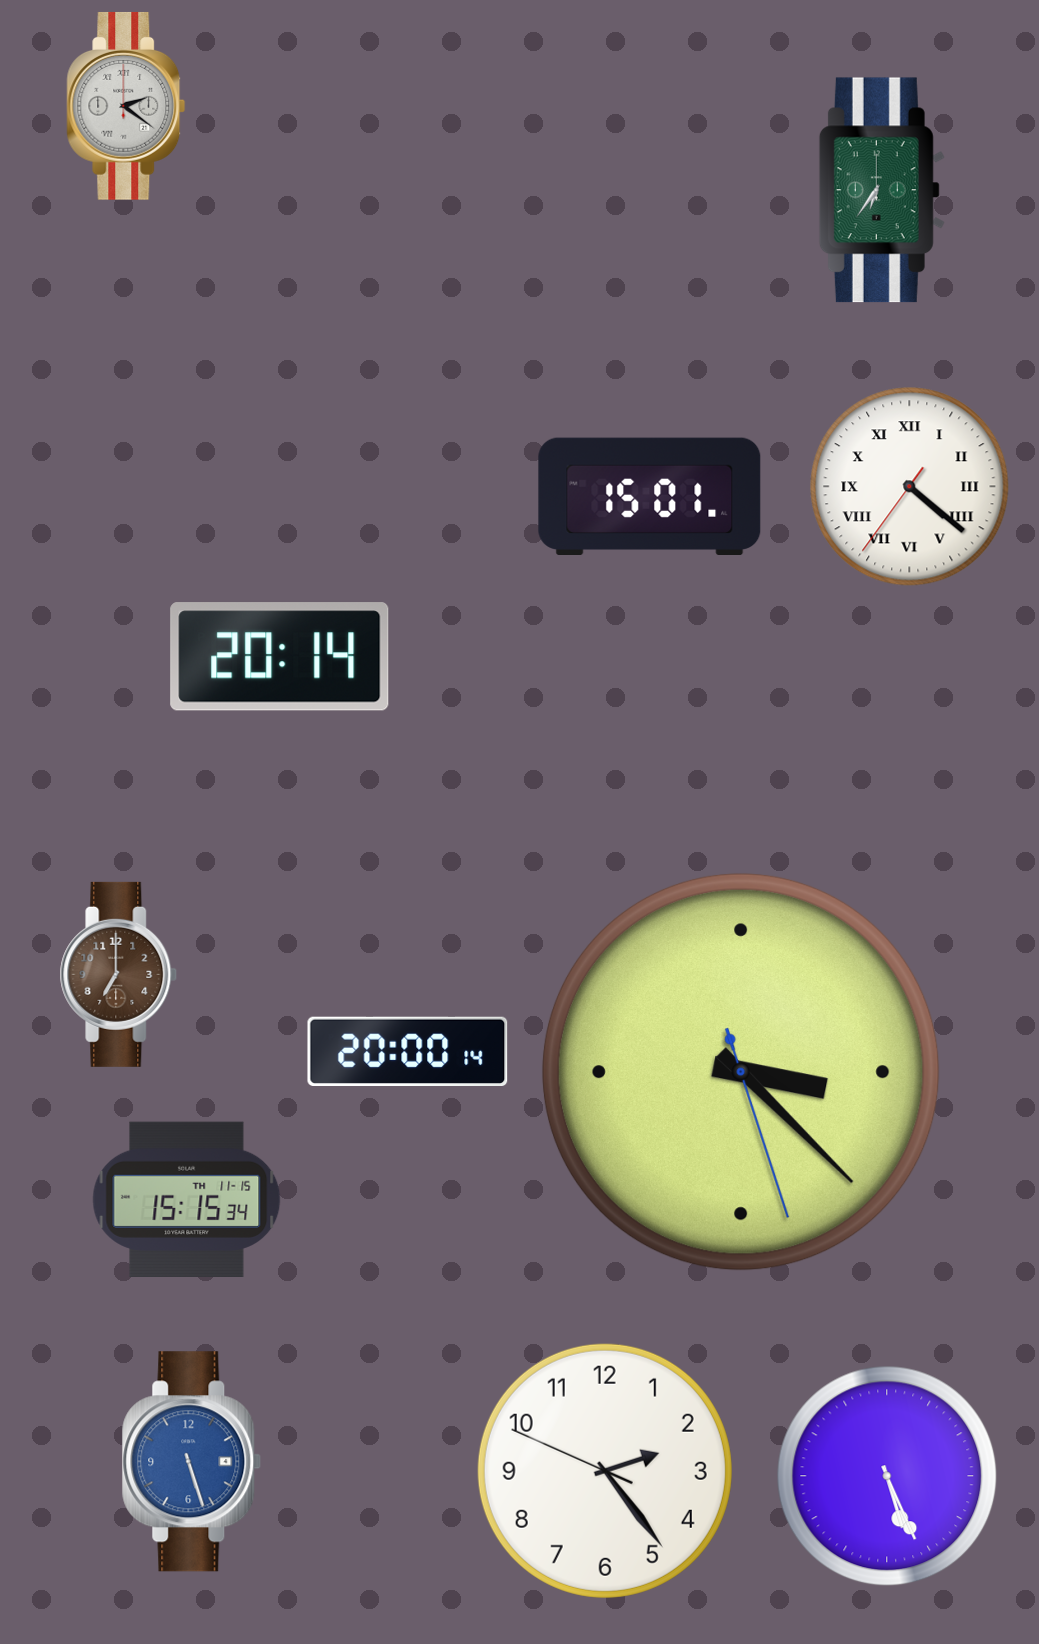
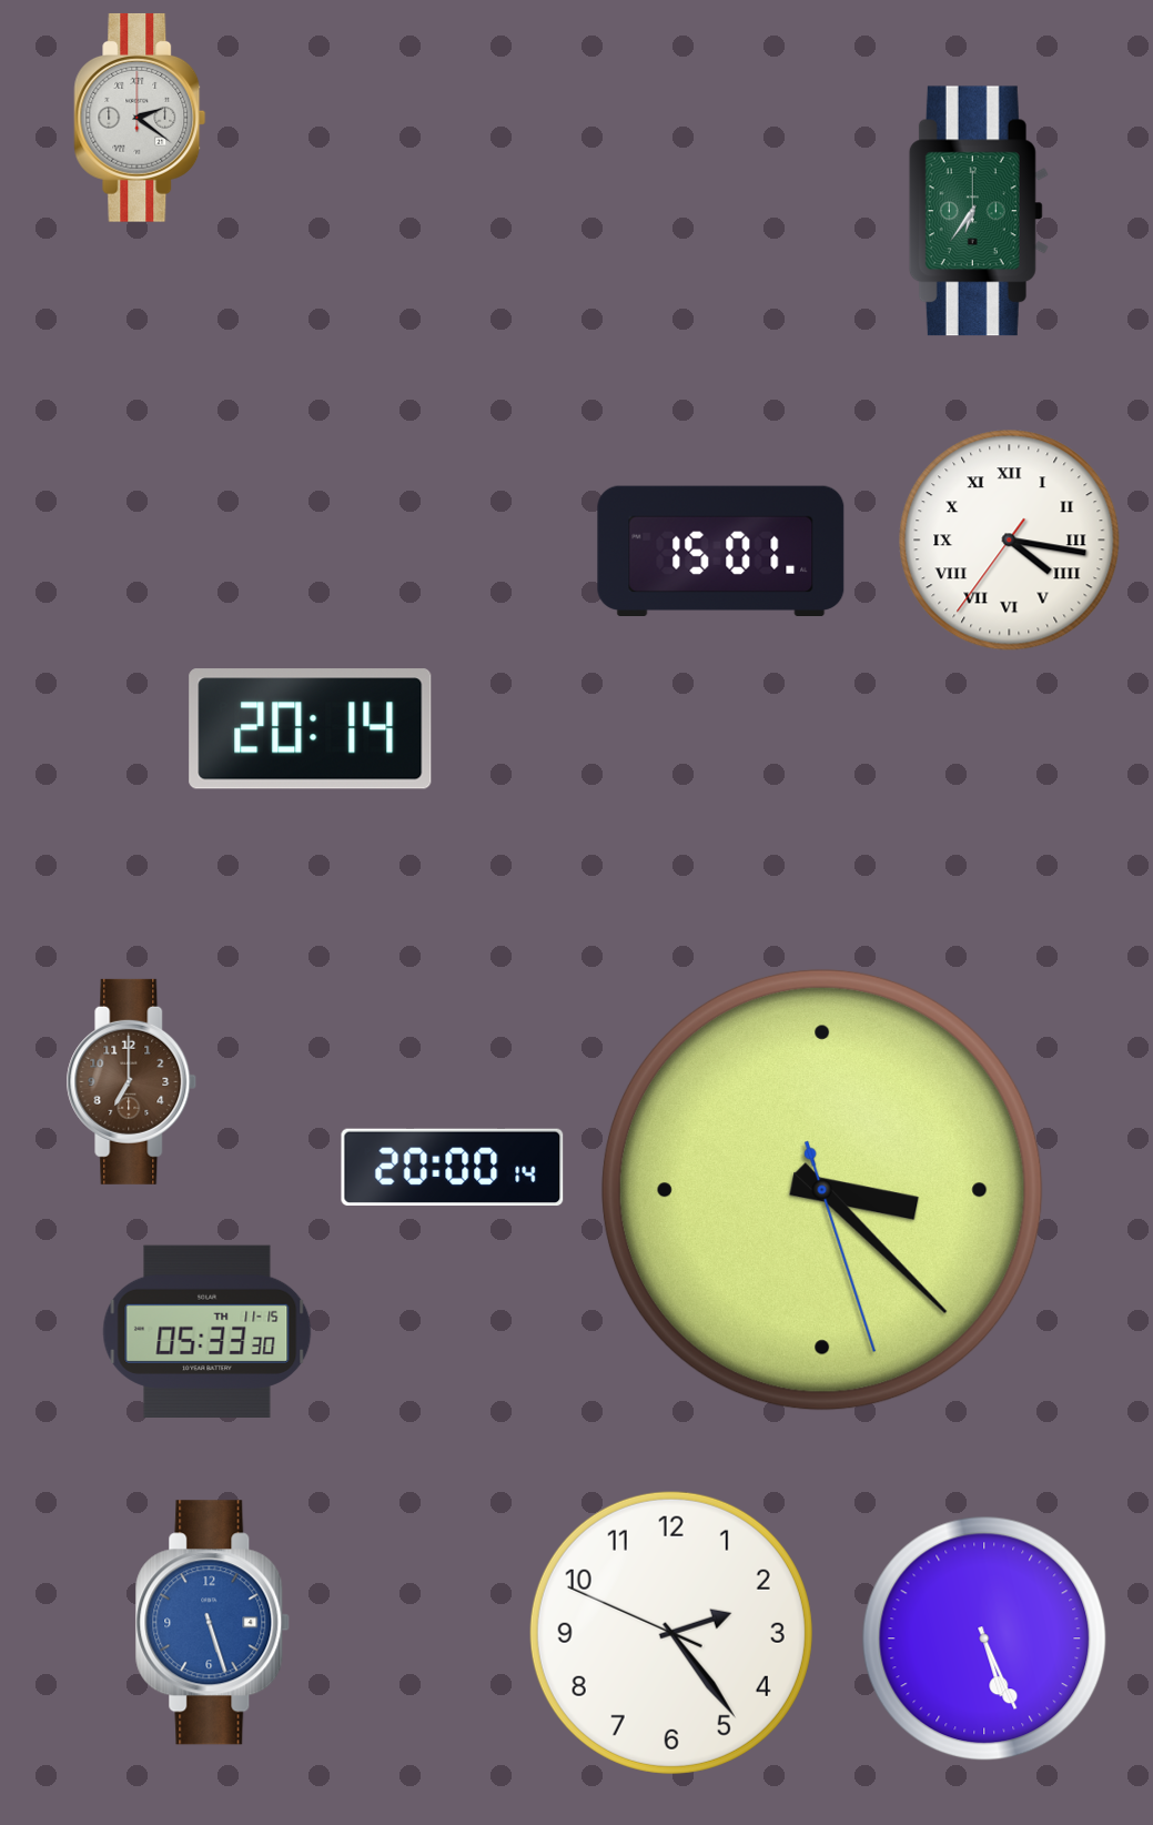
clock at (910, 487): 4:21 -> 4:16
clock at (187, 1199): 15:15 -> 05:33
